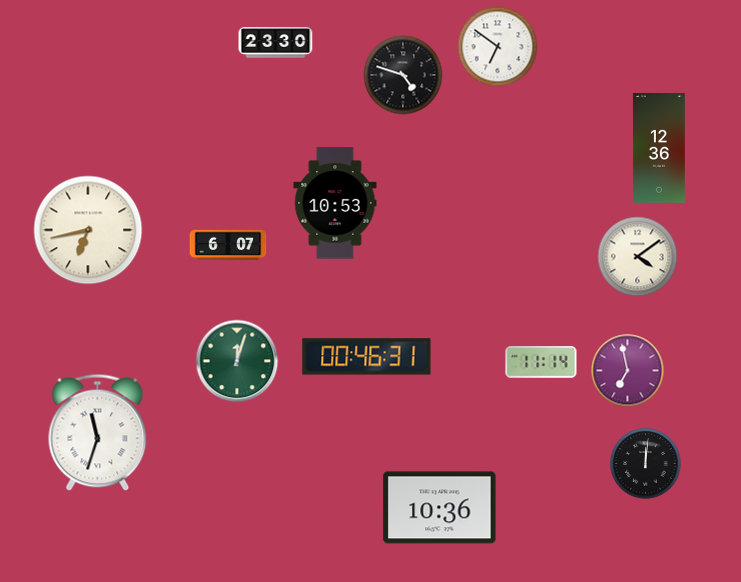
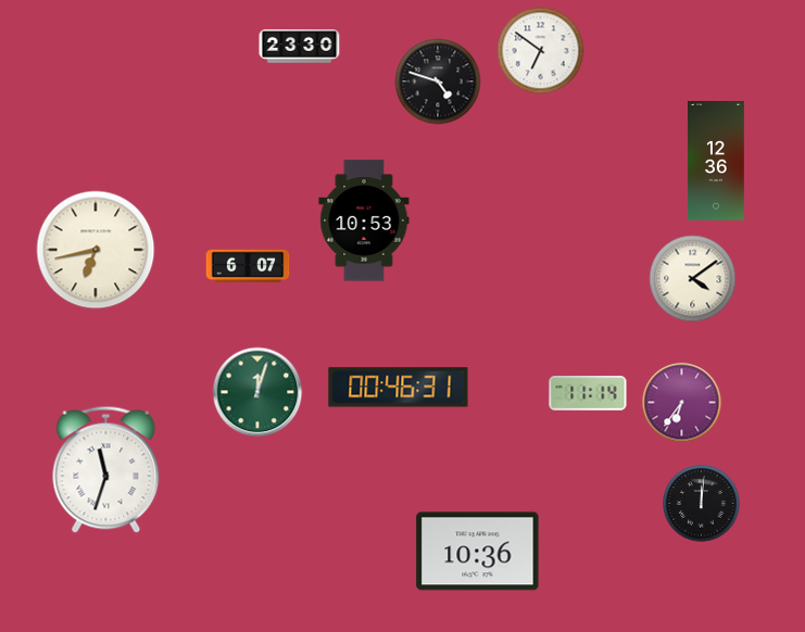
clock at (628, 371): 6:58 -> 6:36
